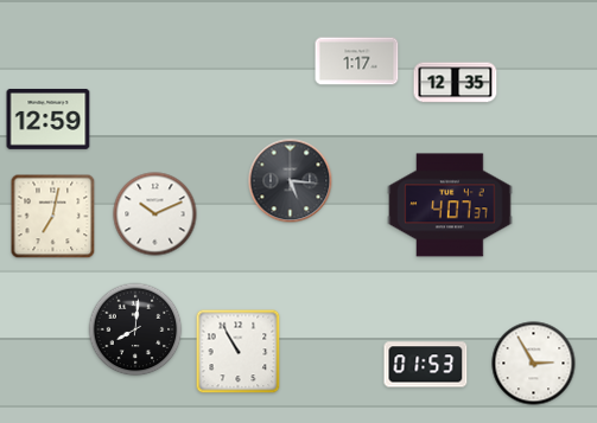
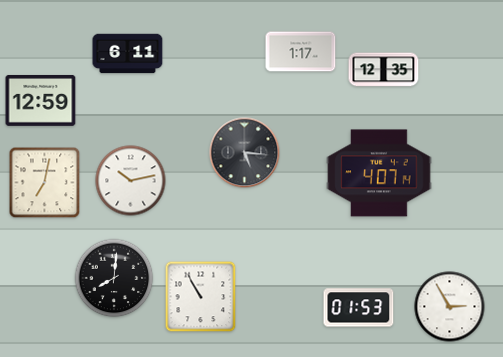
clock at (128, 54): none -> 6:11
clock at (450, 205): 4:07:37 -> 4:07:14
clock at (155, 214): 10:11 -> 10:13
